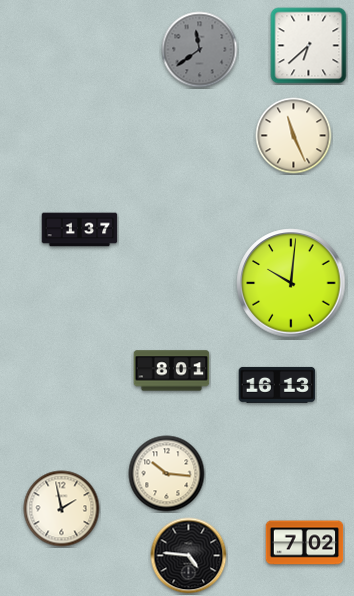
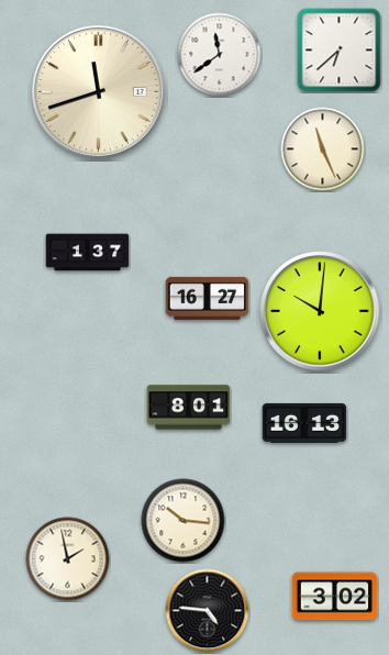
clock at (200, 50) dial: grey -> white
clock at (98, 91): none -> 11:42
clock at (208, 298): none -> 16:27
clock at (305, 543): 7:02 -> 3:02
